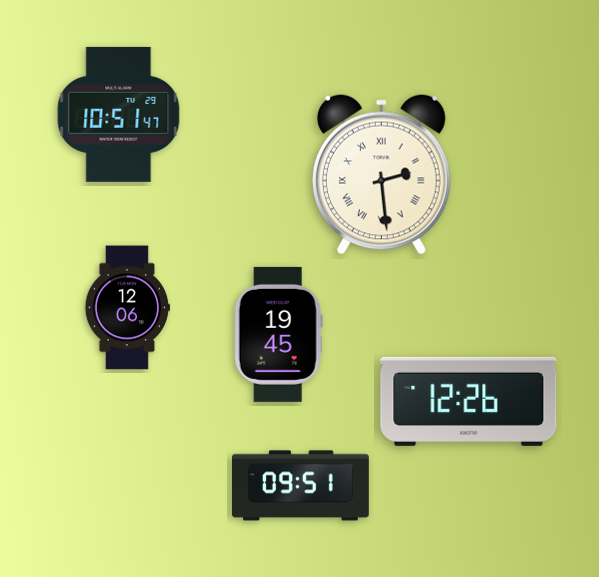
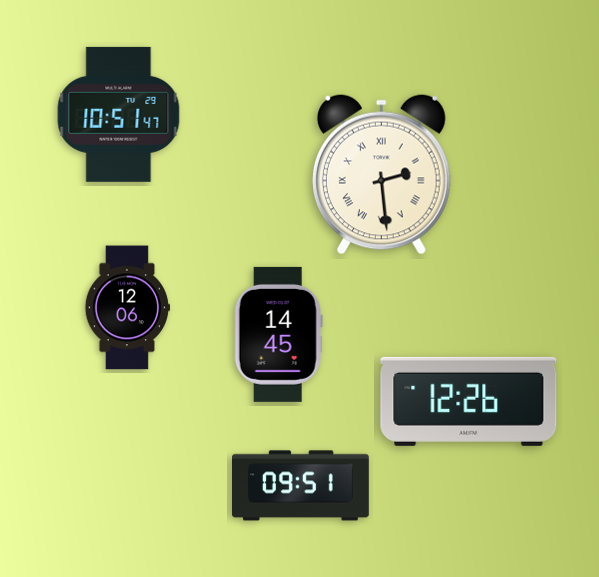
clock at (278, 334): 19:45 -> 14:45
